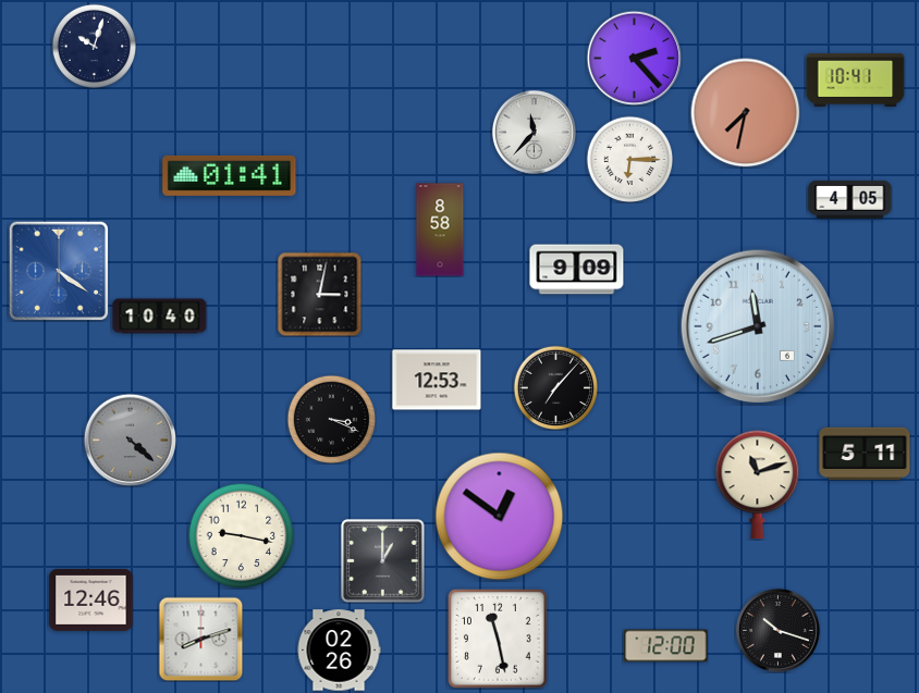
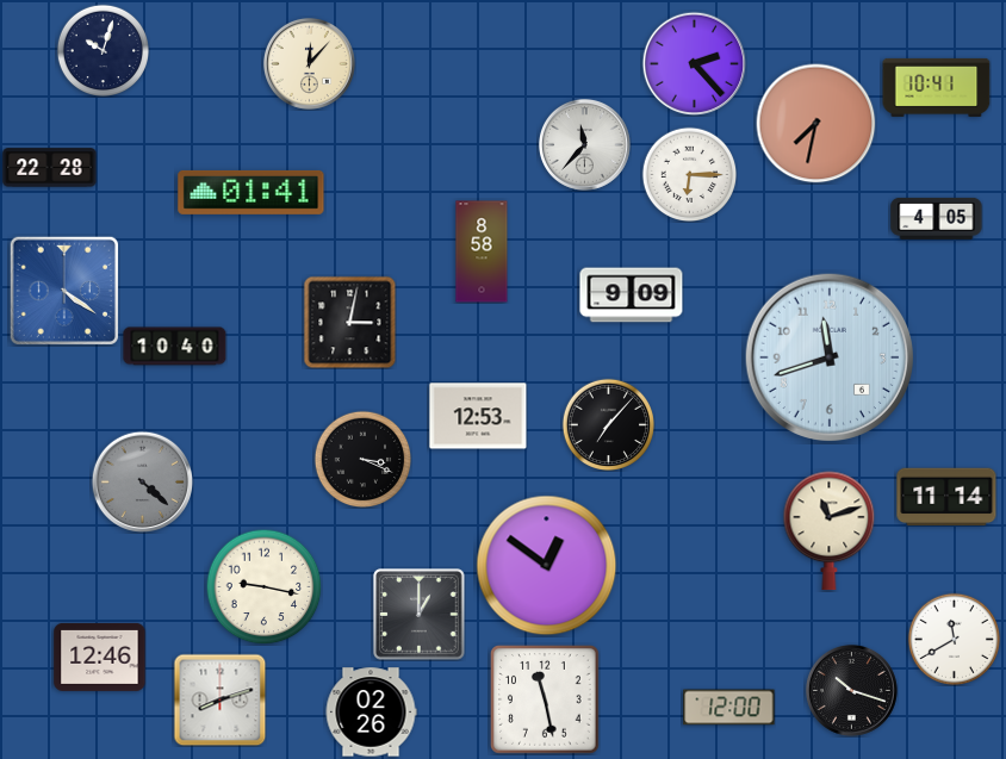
clock at (309, 63): none -> 12:07
clock at (50, 168): none -> 22:28
clock at (850, 199) position: (850, 199) -> (937, 218)
clock at (59, 271) position: (59, 271) -> (64, 291)
clock at (865, 454): 5:11 -> 11:14
clock at (954, 639): none -> 11:40
